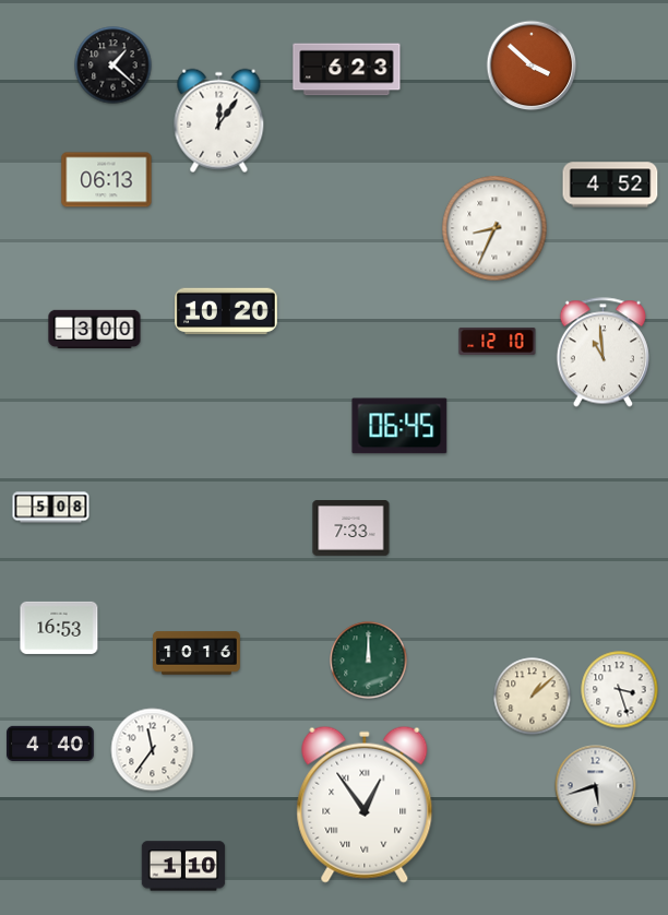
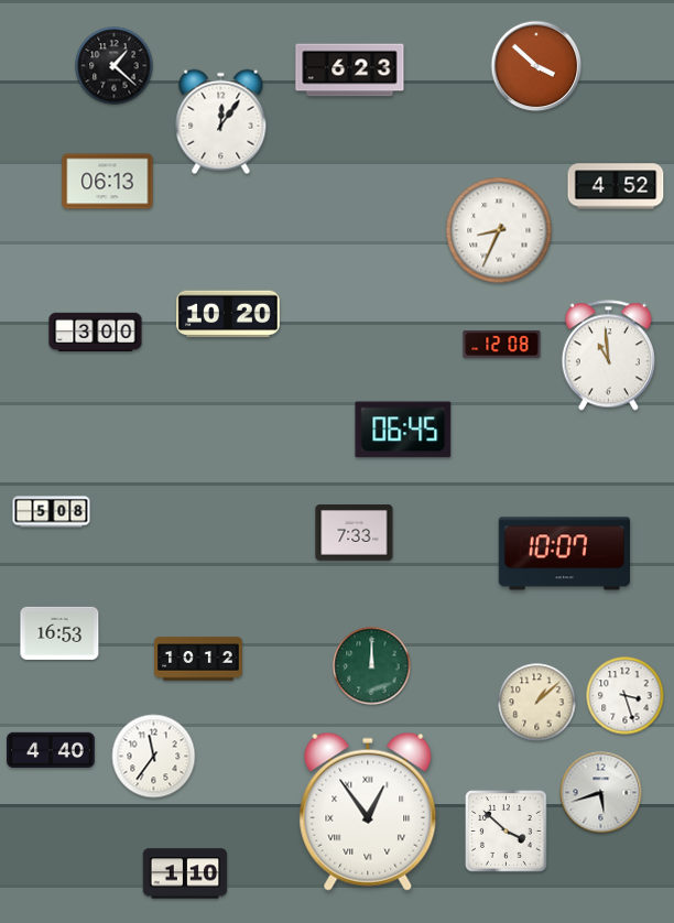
clock at (498, 341): 12:10 -> 12:08
clock at (564, 554): none -> 10:07
clock at (196, 653): 10:16 -> 10:12
clock at (507, 832): none -> 3:52
